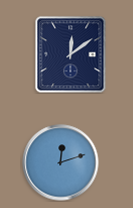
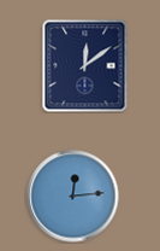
clock at (61, 163): 12:12 -> 12:14
